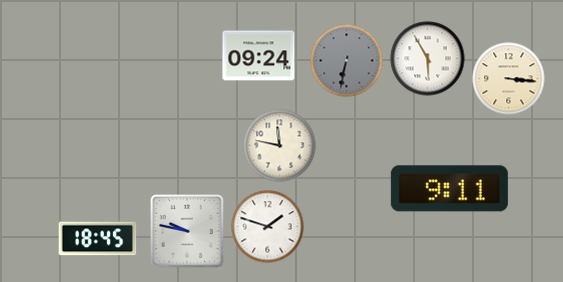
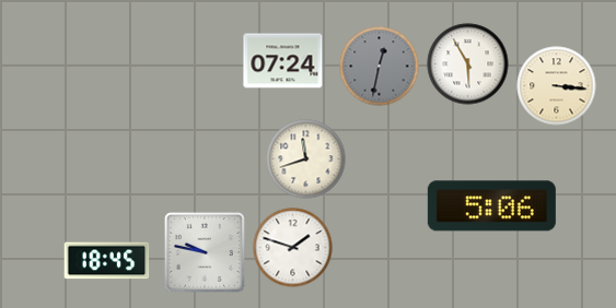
clock at (259, 56): 09:24 -> 07:24
clock at (347, 61): 6:32 -> 12:32
clock at (280, 146): 11:47 -> 11:42
clock at (449, 189): 9:11 -> 5:06
